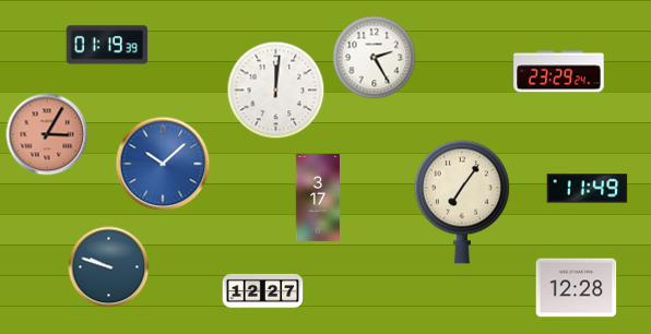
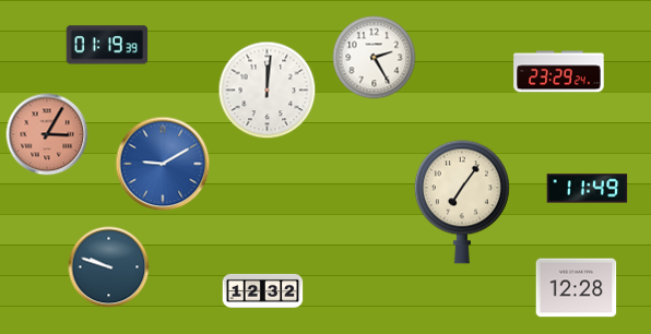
clock at (276, 91) position: (276, 91) -> (268, 91)
clock at (163, 164): 10:08 -> 9:10
clock at (318, 199): 3:17 -> none
clock at (263, 290): 12:27 -> 12:32
